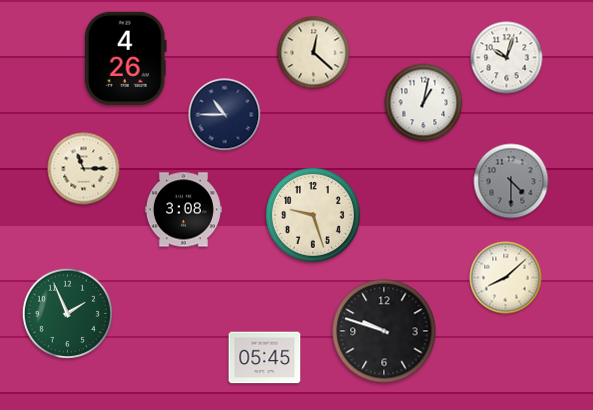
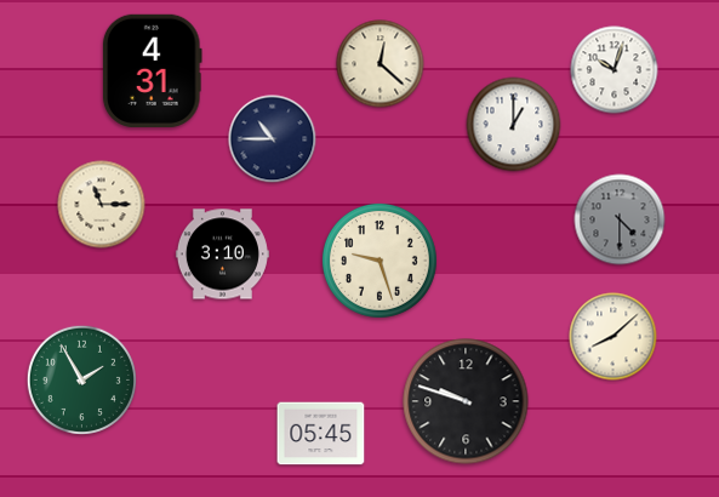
clock at (125, 58): 4:26 -> 4:31
clock at (424, 103): 1:02 -> 1:00
clock at (183, 210): 3:08 -> 3:10
clock at (67, 313): 1:56 -> 1:55
